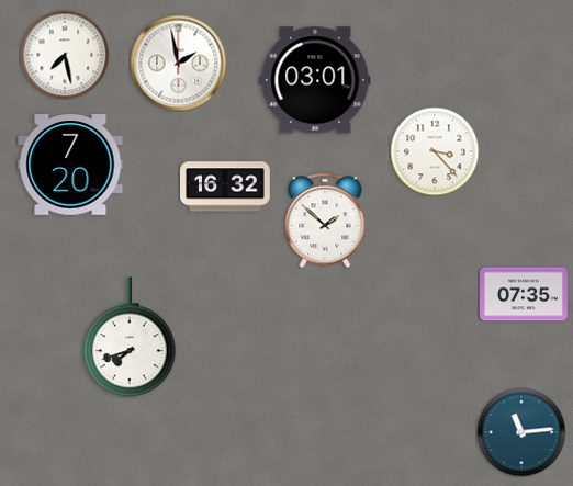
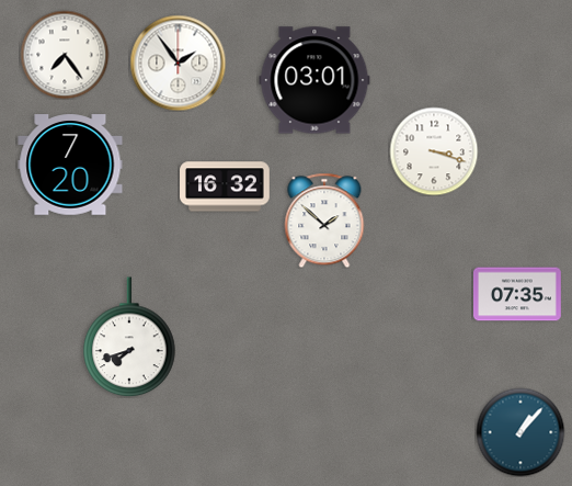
clock at (65, 55): 7:28 -> 7:24
clock at (178, 63): 1:58 -> 1:54
clock at (435, 151): 3:23 -> 3:18
clock at (524, 294) position: (524, 294) -> (517, 294)
clock at (521, 432): 11:14 -> 1:07
